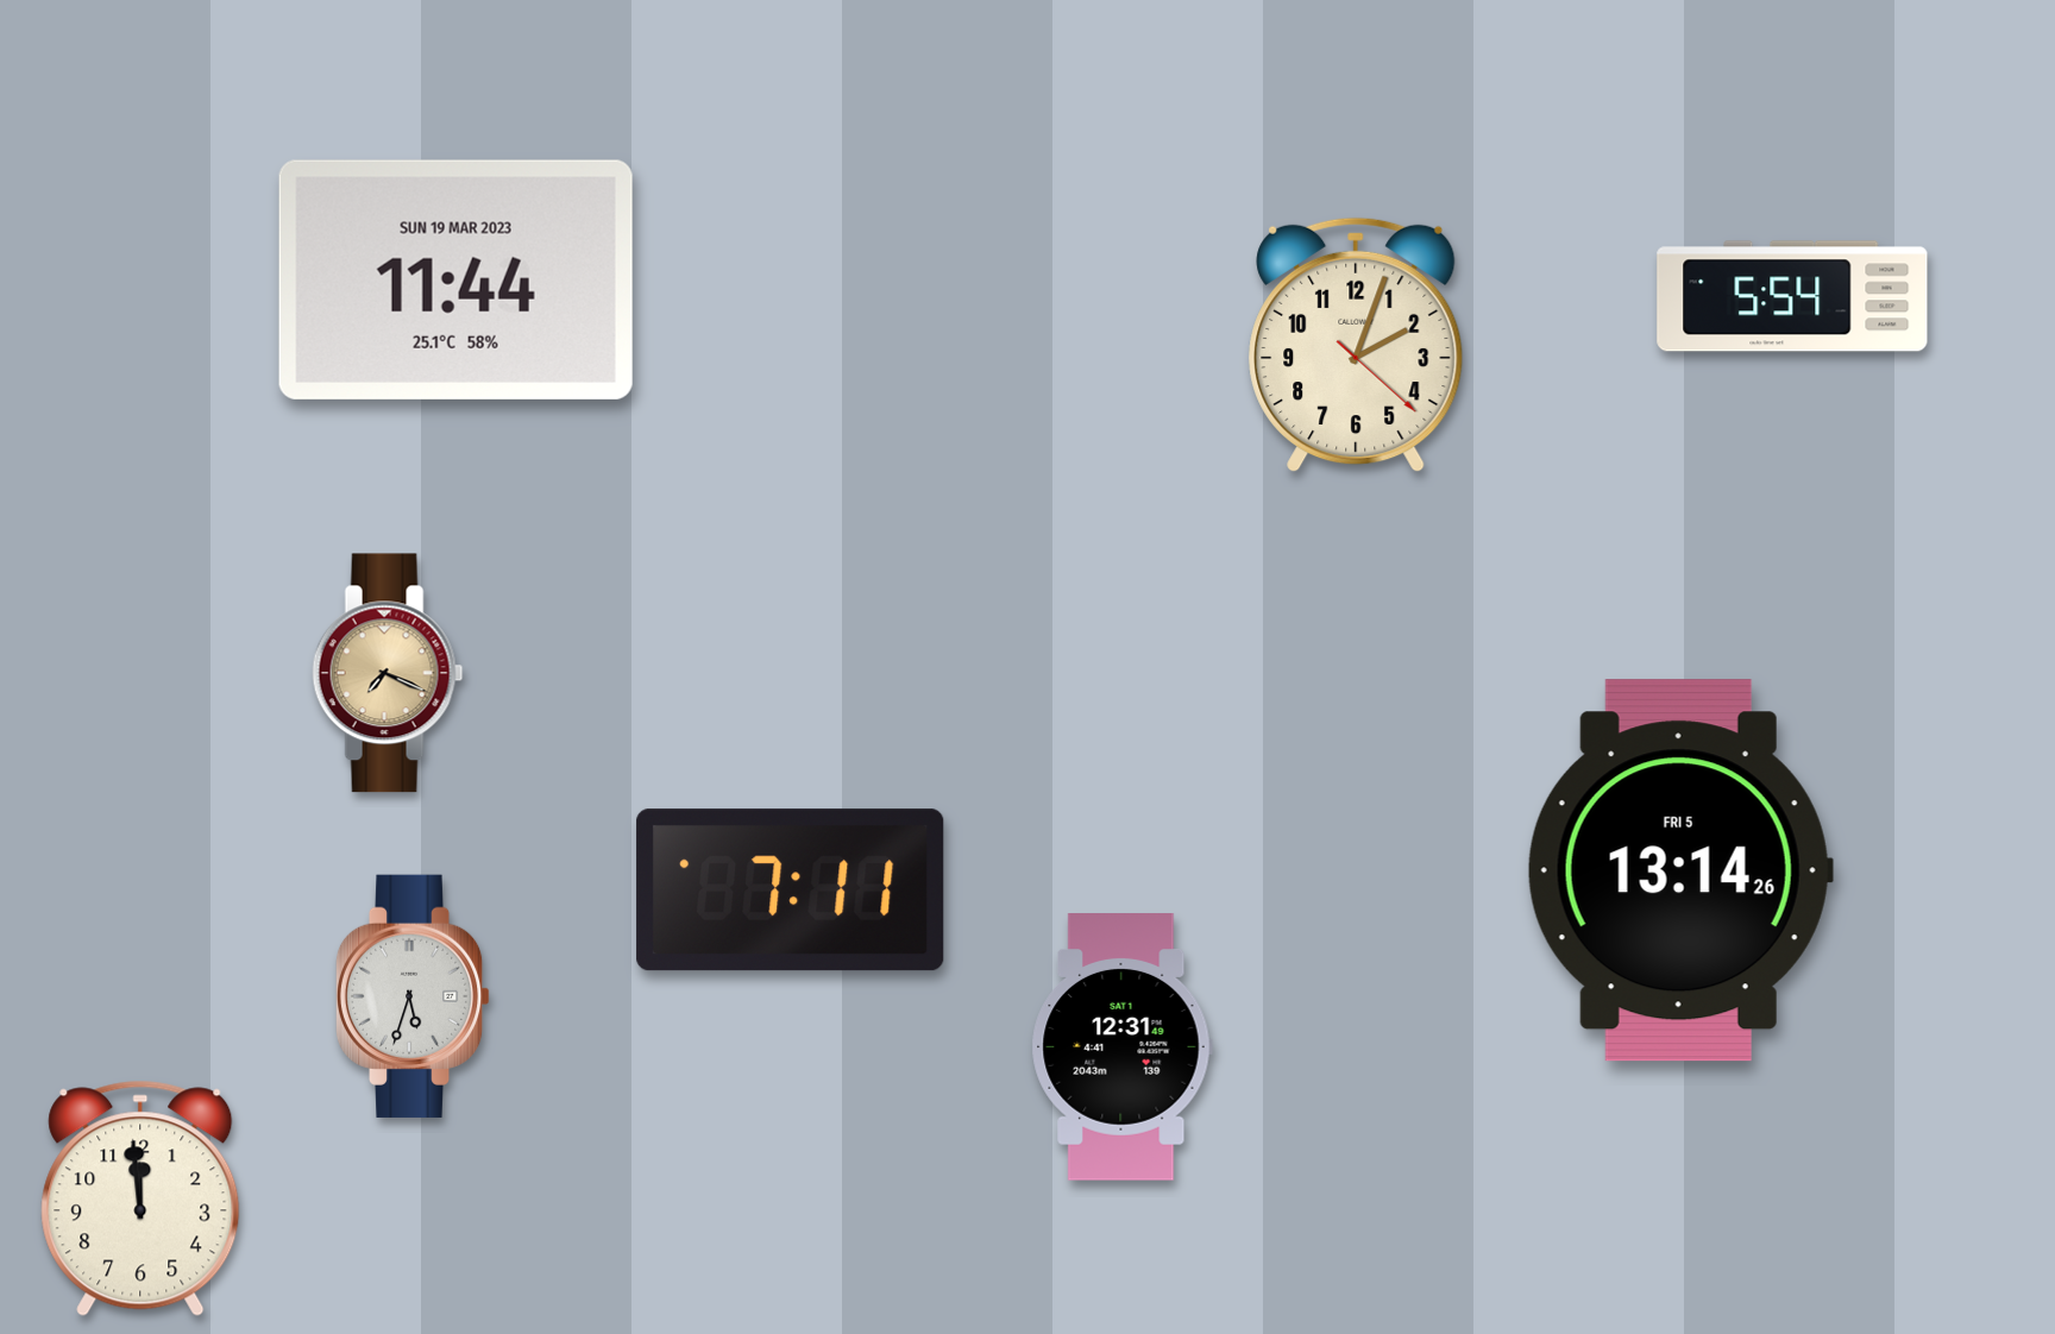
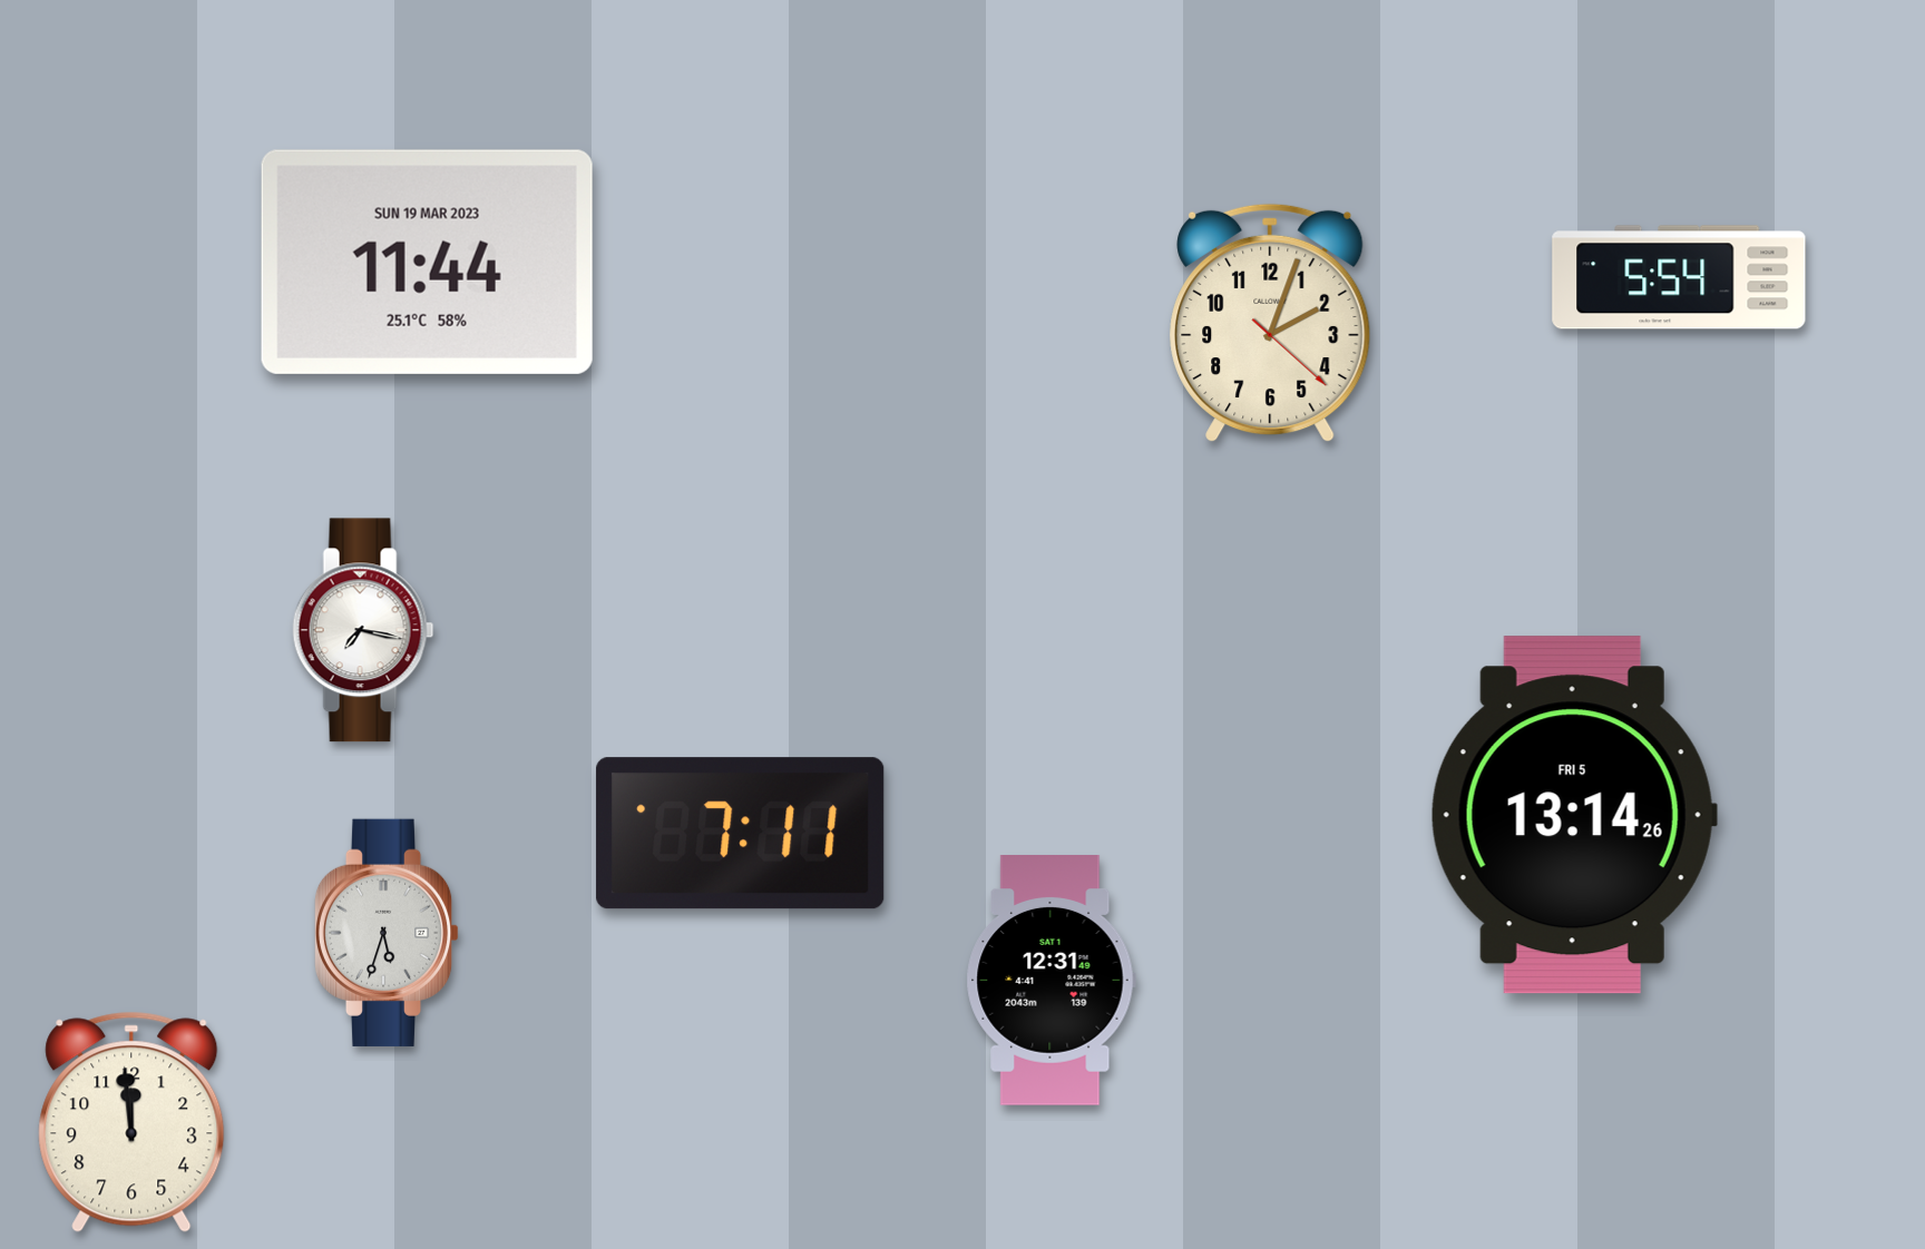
clock at (388, 673): 7:19 -> 7:17
clock at (388, 673) dial: champagne -> white
